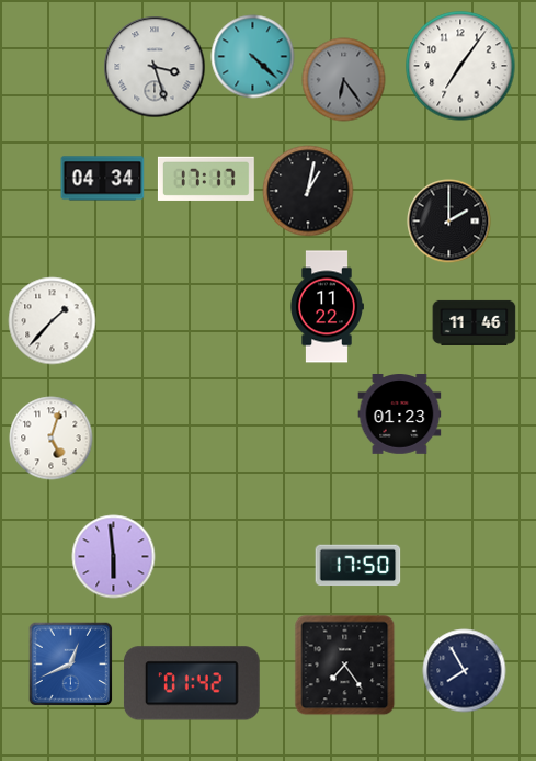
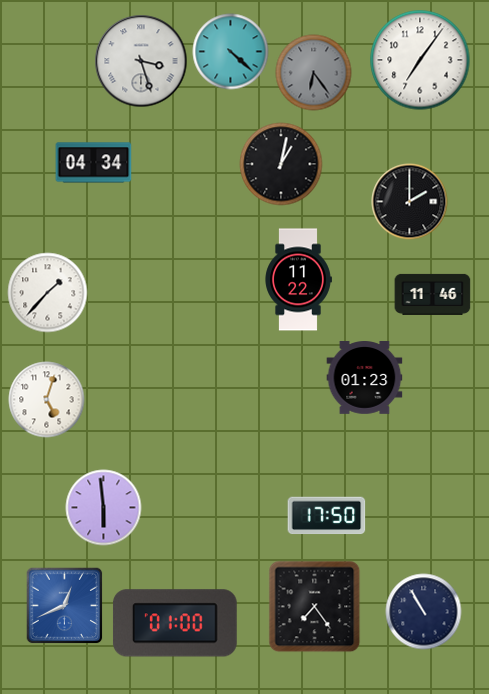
clock at (206, 179): 17:17 -> none
clock at (308, 191) position: (308, 191) -> (281, 164)
clock at (465, 671): 7:55 -> 10:55
clock at (192, 683): 01:42 -> 01:00
